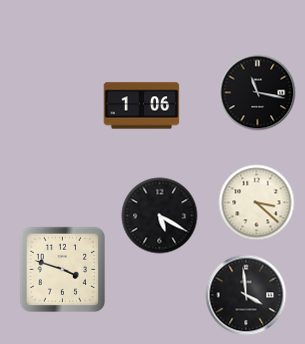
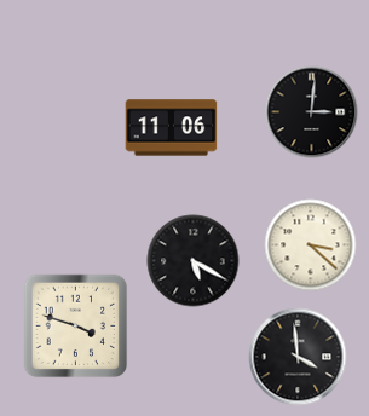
clock at (258, 93): 11:17 -> 3:01
clock at (142, 106): 1:06 -> 11:06
